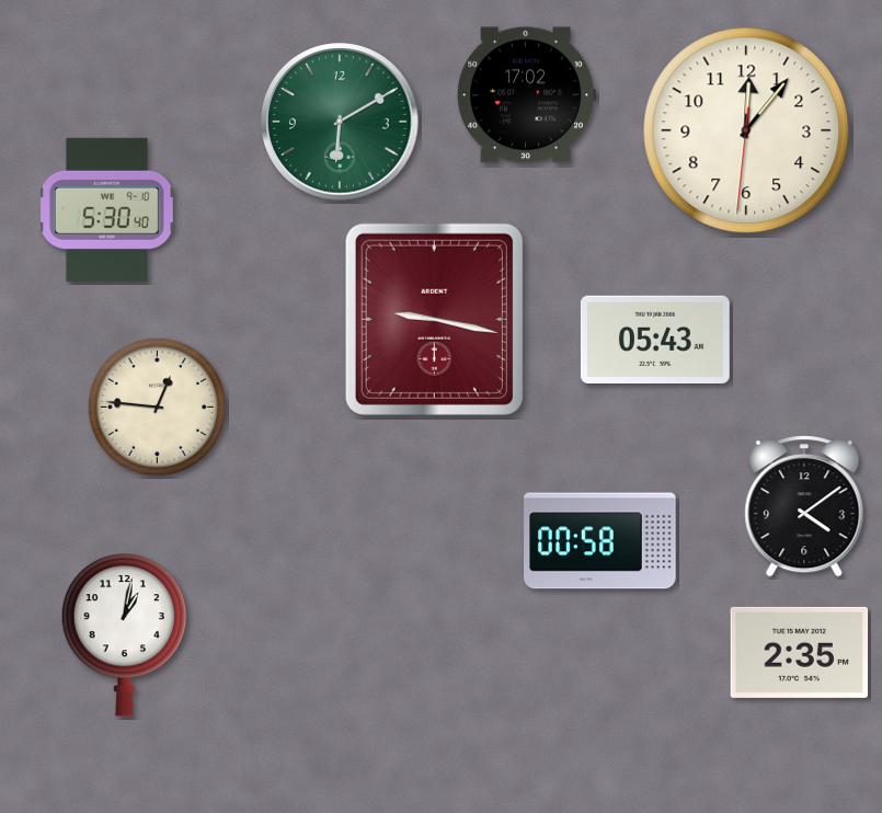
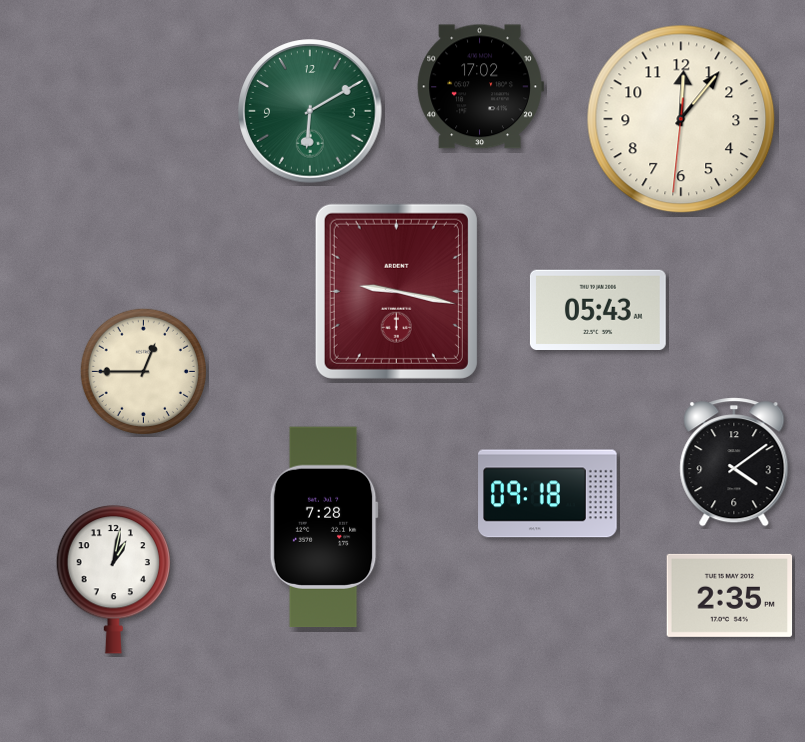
clock at (107, 209): 5:30 -> none
clock at (157, 406): 12:46 -> 12:45
clock at (600, 541): 00:58 -> 09:18
clock at (324, 527): none -> 7:28
